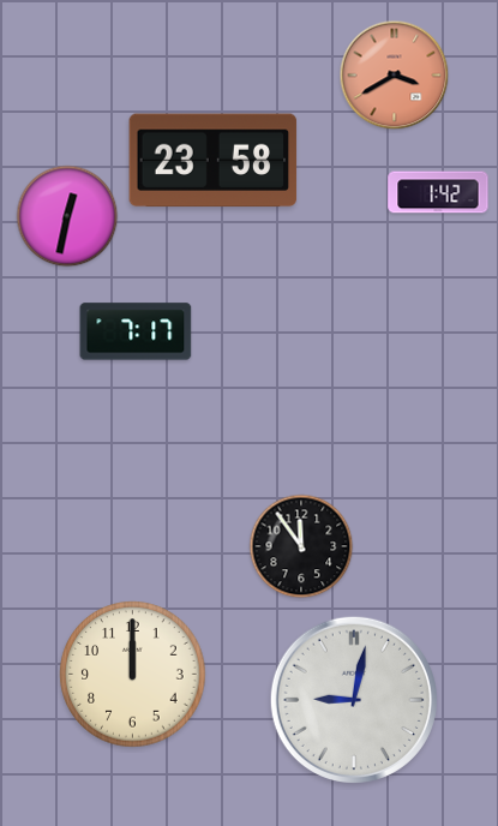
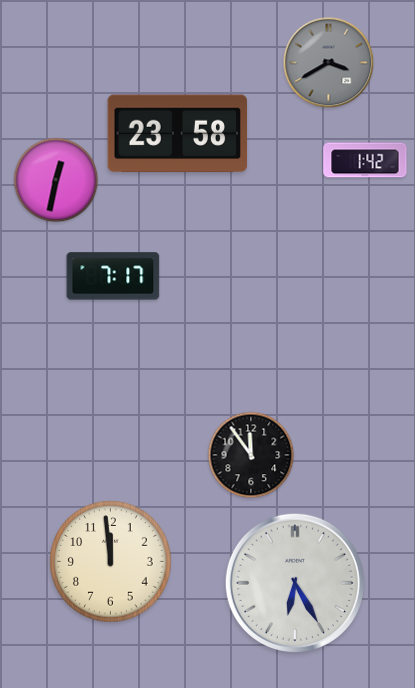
clock at (395, 76) dial: salmon -> grey
clock at (133, 675): 12:00 -> 11:59
clock at (354, 700): 9:02 -> 6:25
